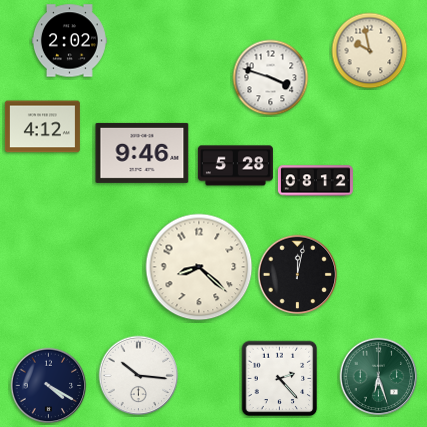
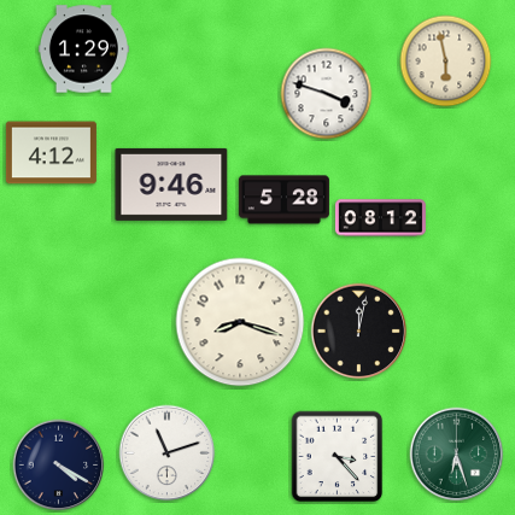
clock at (69, 41): 2:02 -> 1:29
clock at (370, 51): 9:58 -> 5:58
clock at (199, 267): 8:22 -> 8:18
clock at (139, 376): 10:16 -> 11:12
clock at (280, 379): 2:23 -> 3:23
